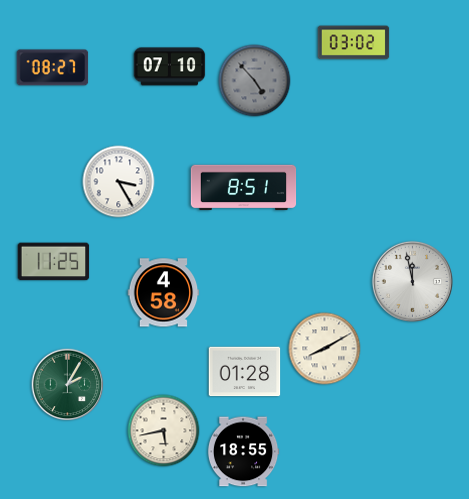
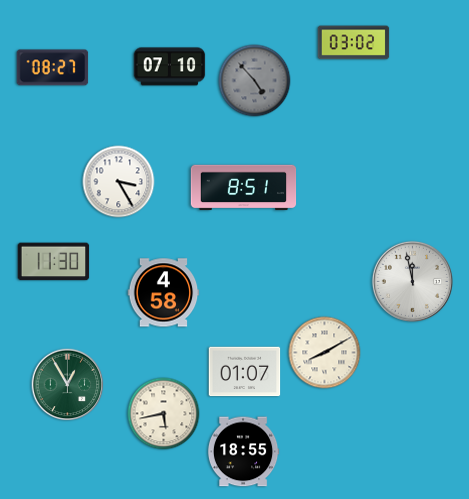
clock at (54, 262): 11:25 -> 11:30
clock at (325, 349) position: (325, 349) -> (325, 353)
clock at (245, 372): 01:28 -> 01:07
clock at (68, 385): 2:05 -> 12:55
clock at (164, 431) position: (164, 431) -> (164, 414)
